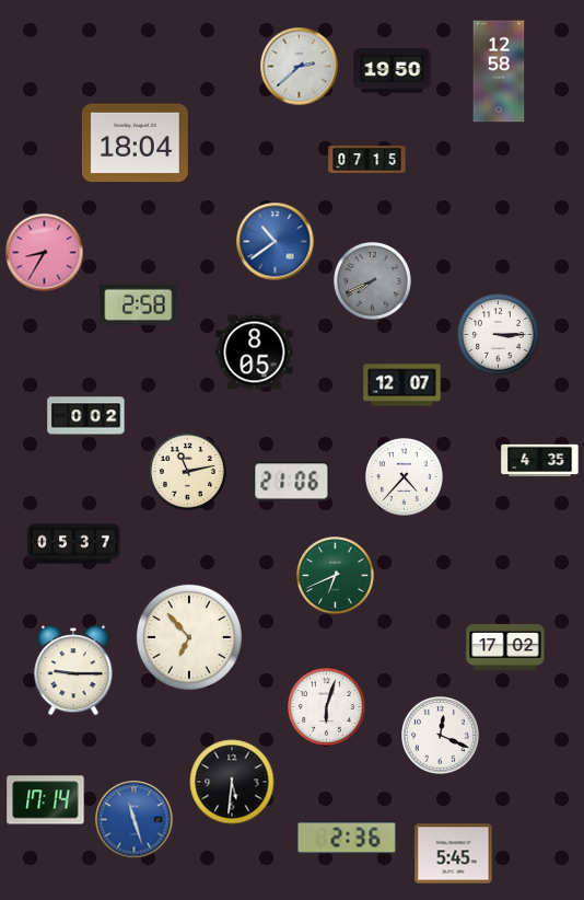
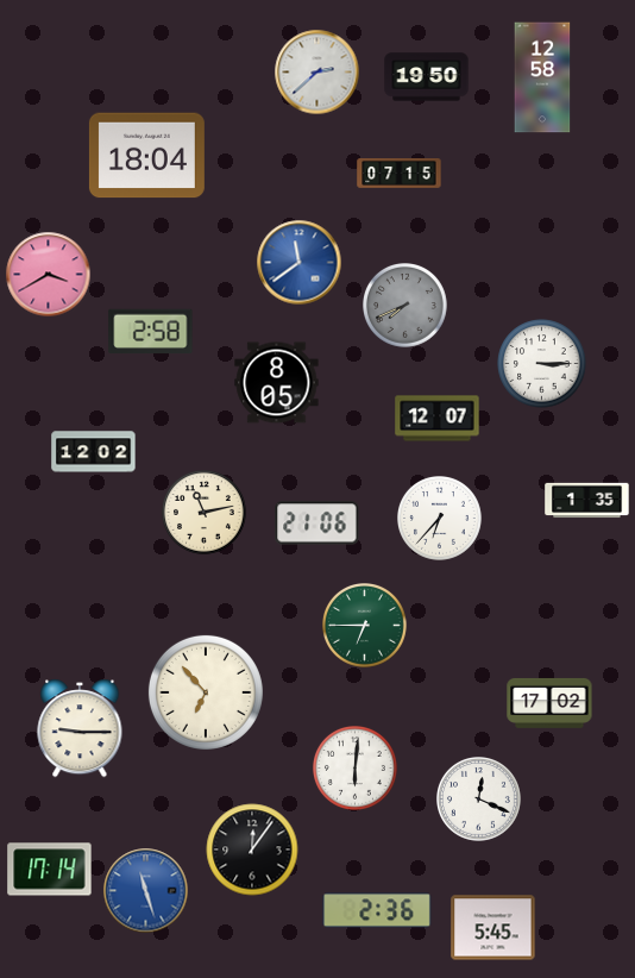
clock at (300, 67) position: (300, 67) -> (317, 73)
clock at (276, 242): 10:39 -> 11:39
clock at (45, 253): 8:35 -> 3:40
clock at (86, 416): 0:02 -> 12:02
clock at (540, 461): 4:35 -> 1:35
clock at (405, 477): 4:37 -> 6:37
clock at (74, 544): 05:37 -> none
clock at (336, 576): 6:41 -> 6:45
clock at (327, 707): 6:03 -> 6:01
clock at (232, 782): 5:31 -> 12:06
